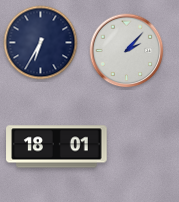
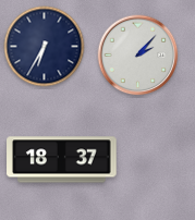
clock at (57, 147): 18:01 -> 18:37
